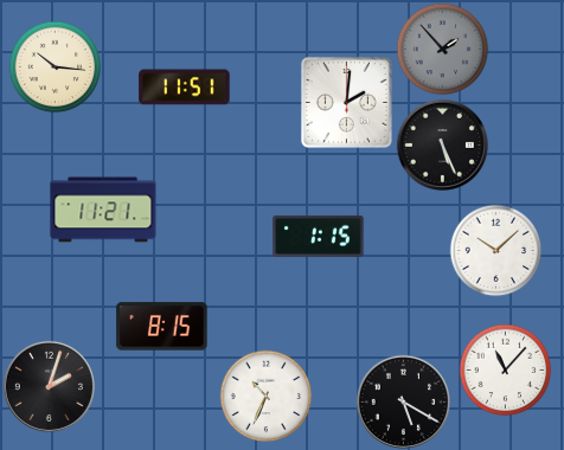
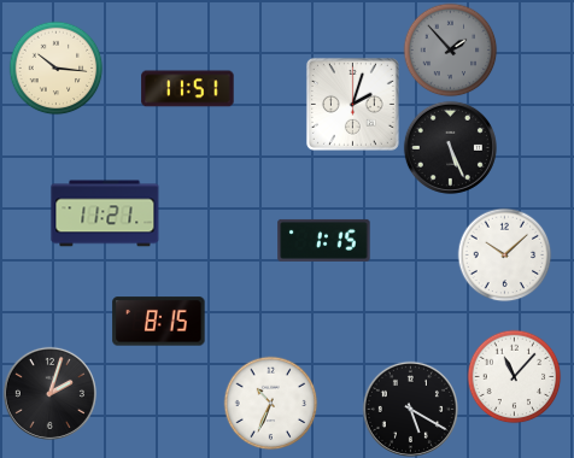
clock at (346, 102): 2:01 -> 2:03
clock at (162, 327) position: (162, 327) -> (159, 322)
